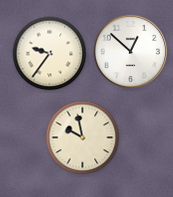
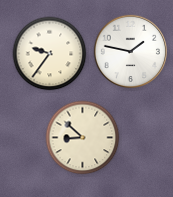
clock at (130, 51): 12:52 -> 1:47
clock at (83, 138): 9:58 -> 8:52
